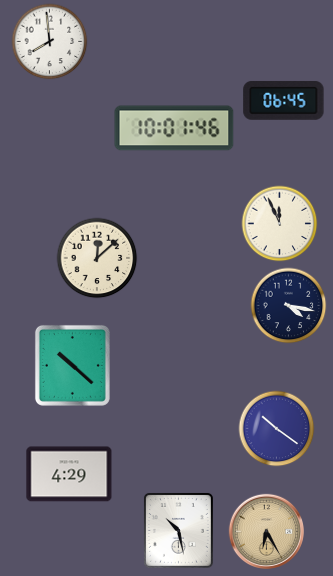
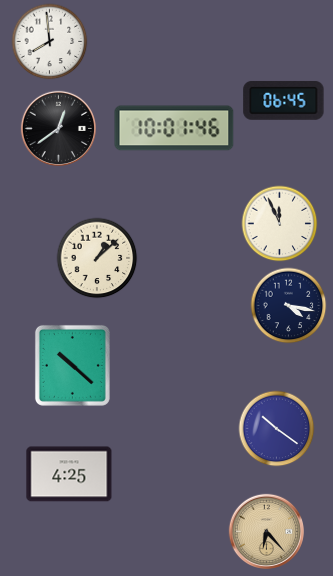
clock at (58, 128): none -> 12:39
clock at (97, 258): 12:08 -> 1:08
clock at (69, 474): 4:29 -> 4:25
clock at (178, 530): 10:28 -> none
clock at (266, 531): 6:25 -> 6:23
